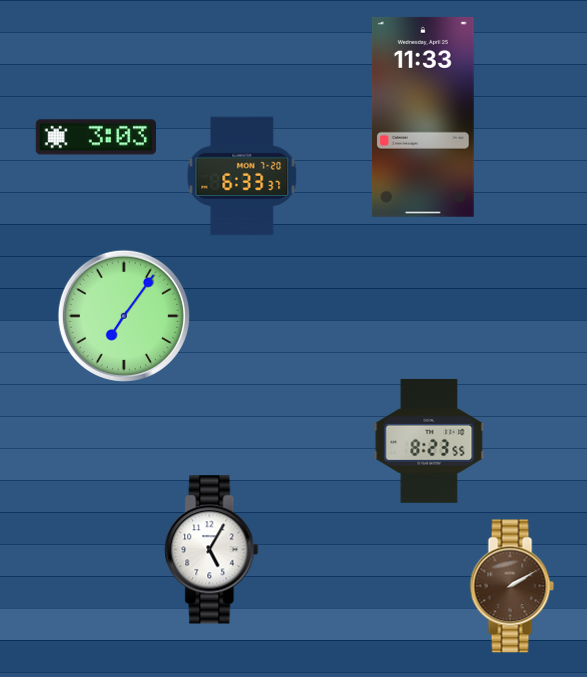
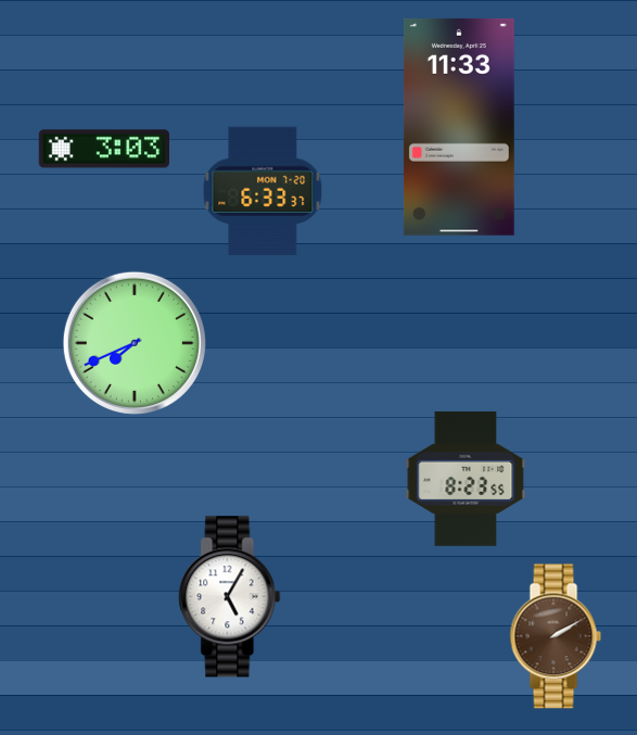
clock at (124, 316): 7:06 -> 7:41
